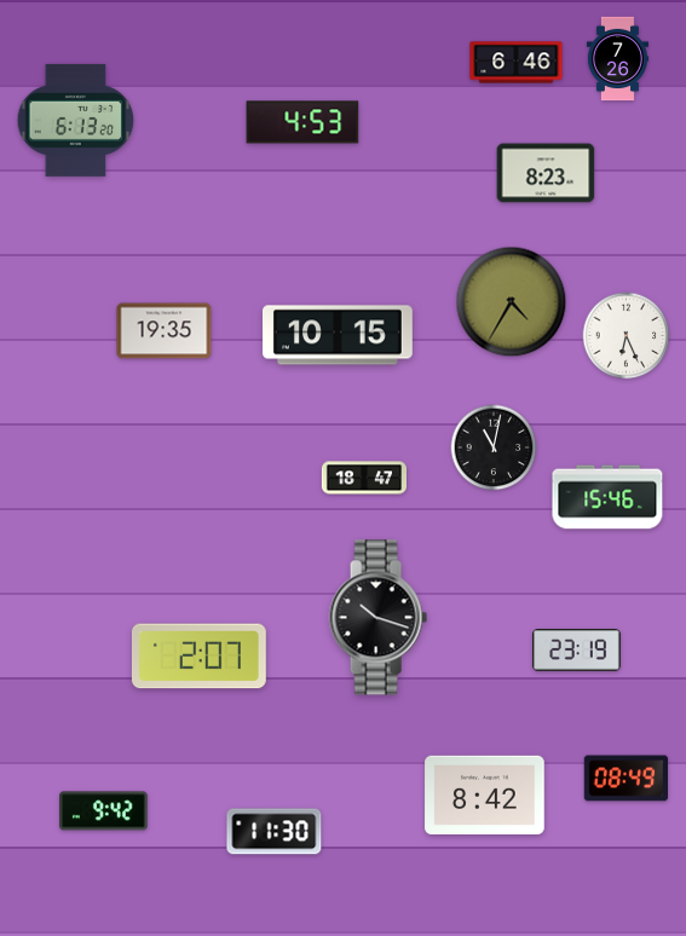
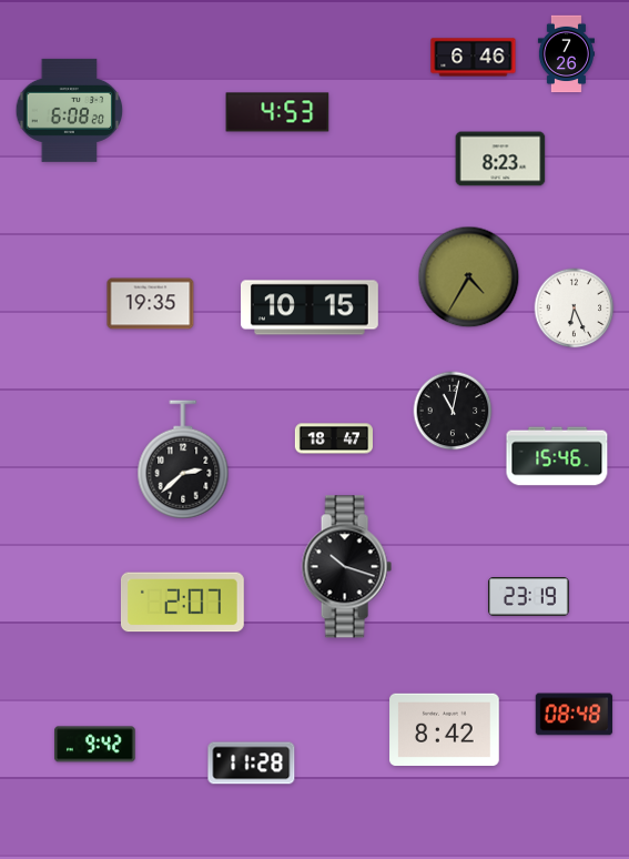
clock at (76, 120): 6:13 -> 6:08
clock at (183, 459): none -> 2:38
clock at (627, 779): 08:49 -> 08:48
clock at (275, 832): 11:30 -> 11:28
